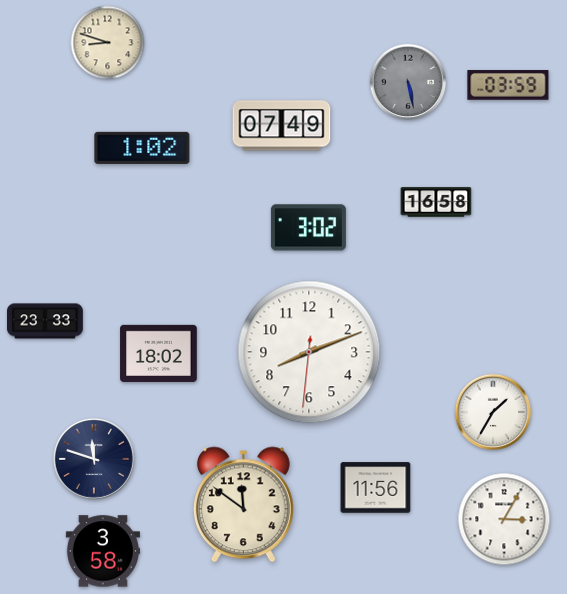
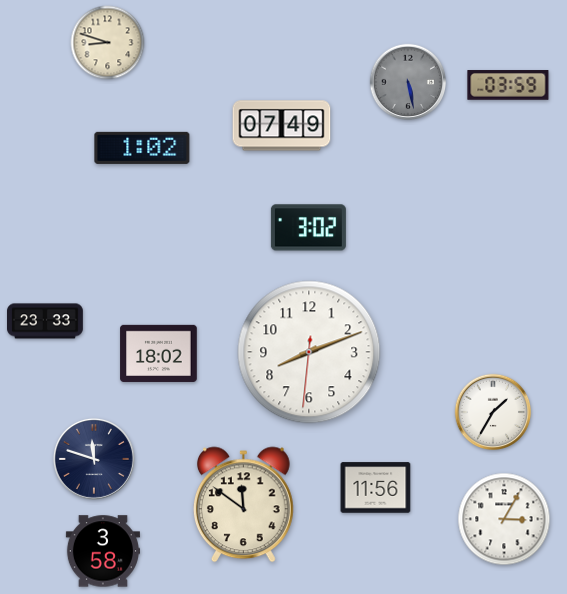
clock at (436, 202): 16:58 -> none
